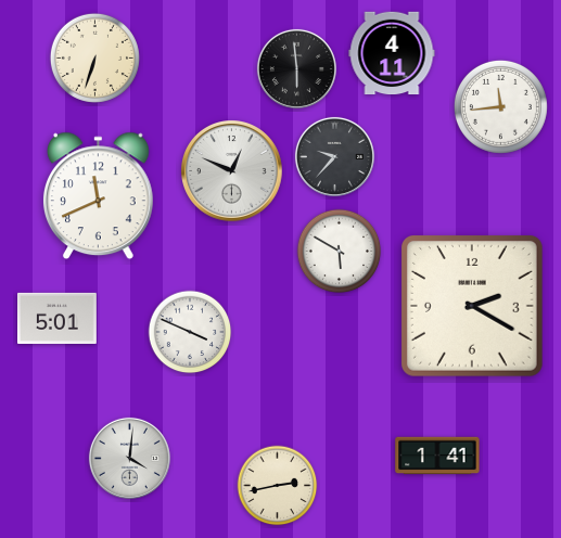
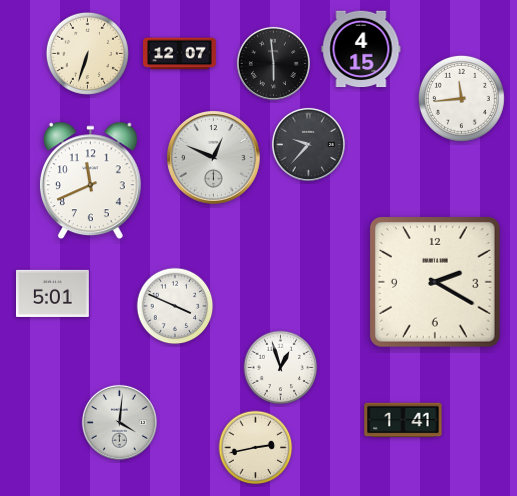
clock at (392, 53): 4:11 -> 4:15
clock at (180, 54): none -> 12:07
clock at (340, 252): 5:50 -> none
clock at (281, 368): none -> 12:57
